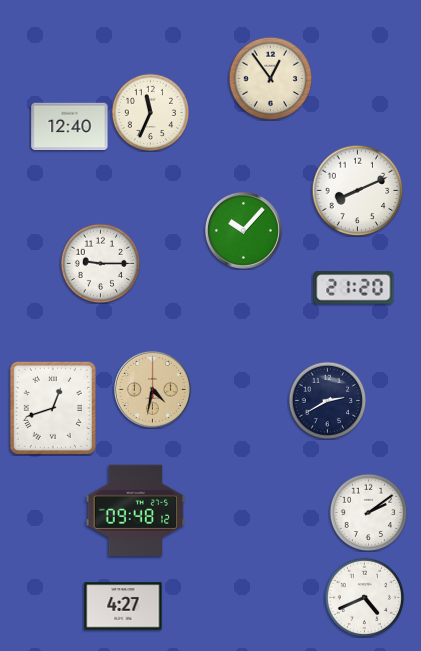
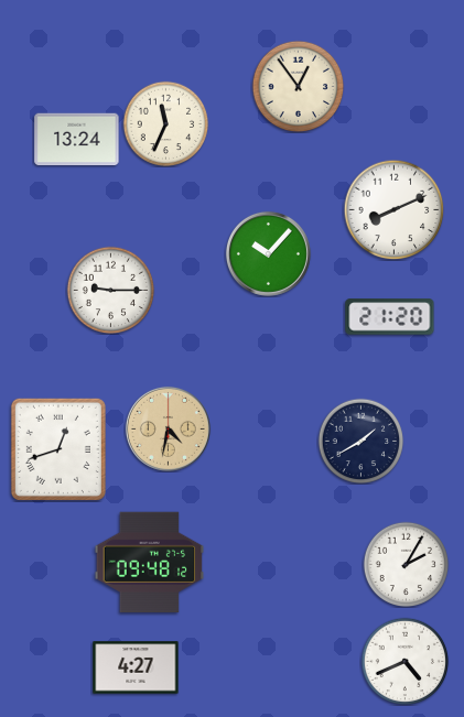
clock at (70, 127): 12:40 -> 13:24
clock at (327, 400): 2:40 -> 1:40
clock at (368, 512): 2:09 -> 2:05
clock at (364, 597) position: (364, 597) -> (404, 661)
